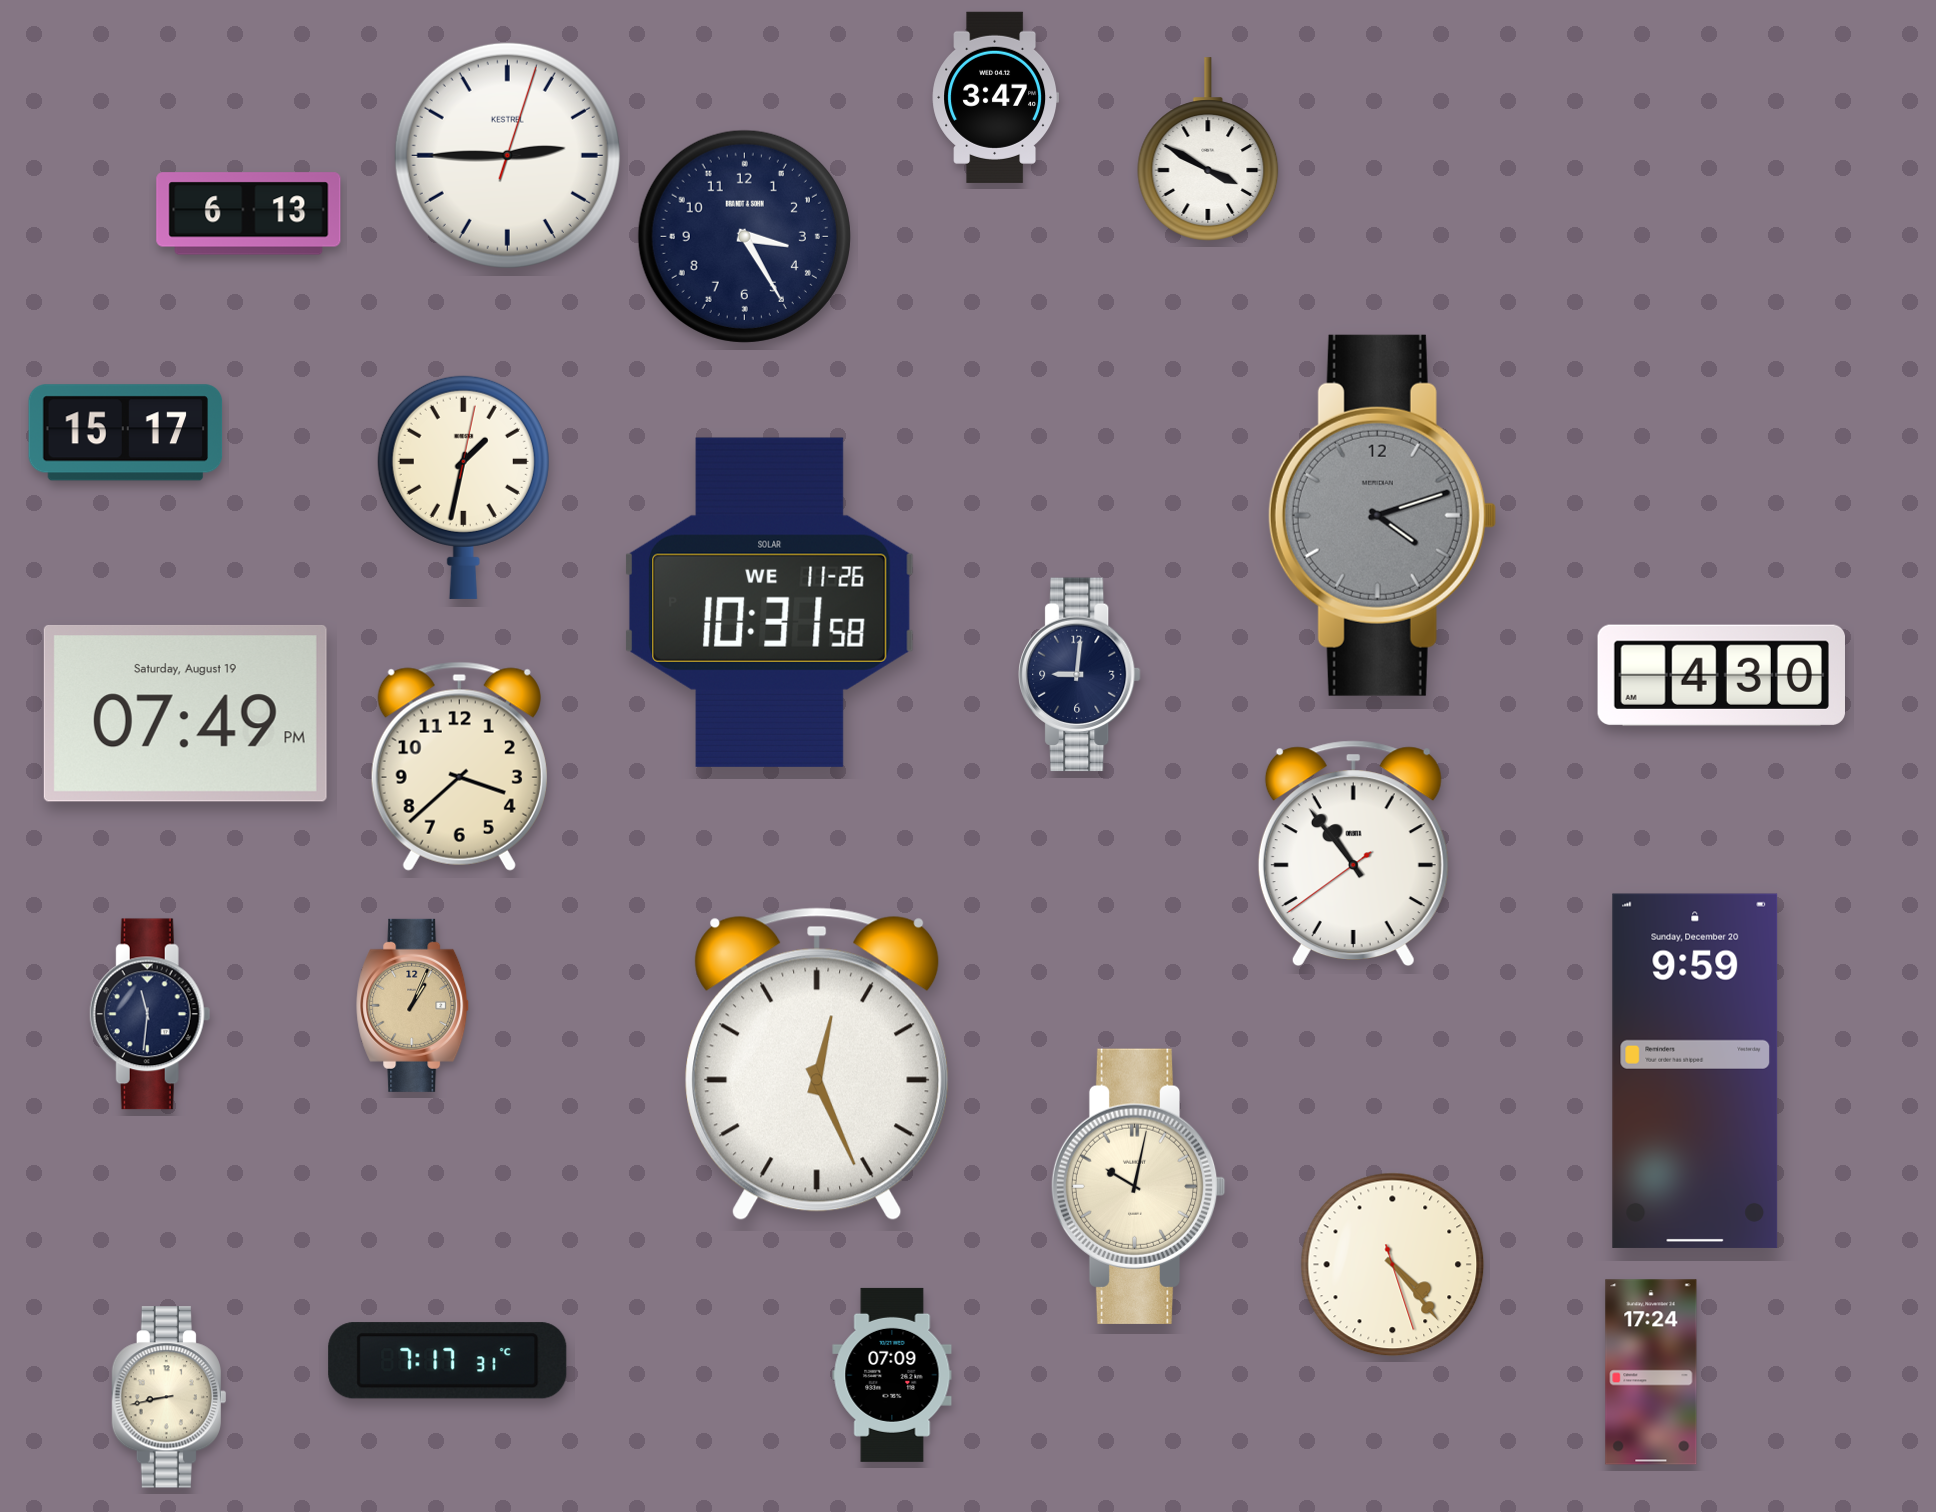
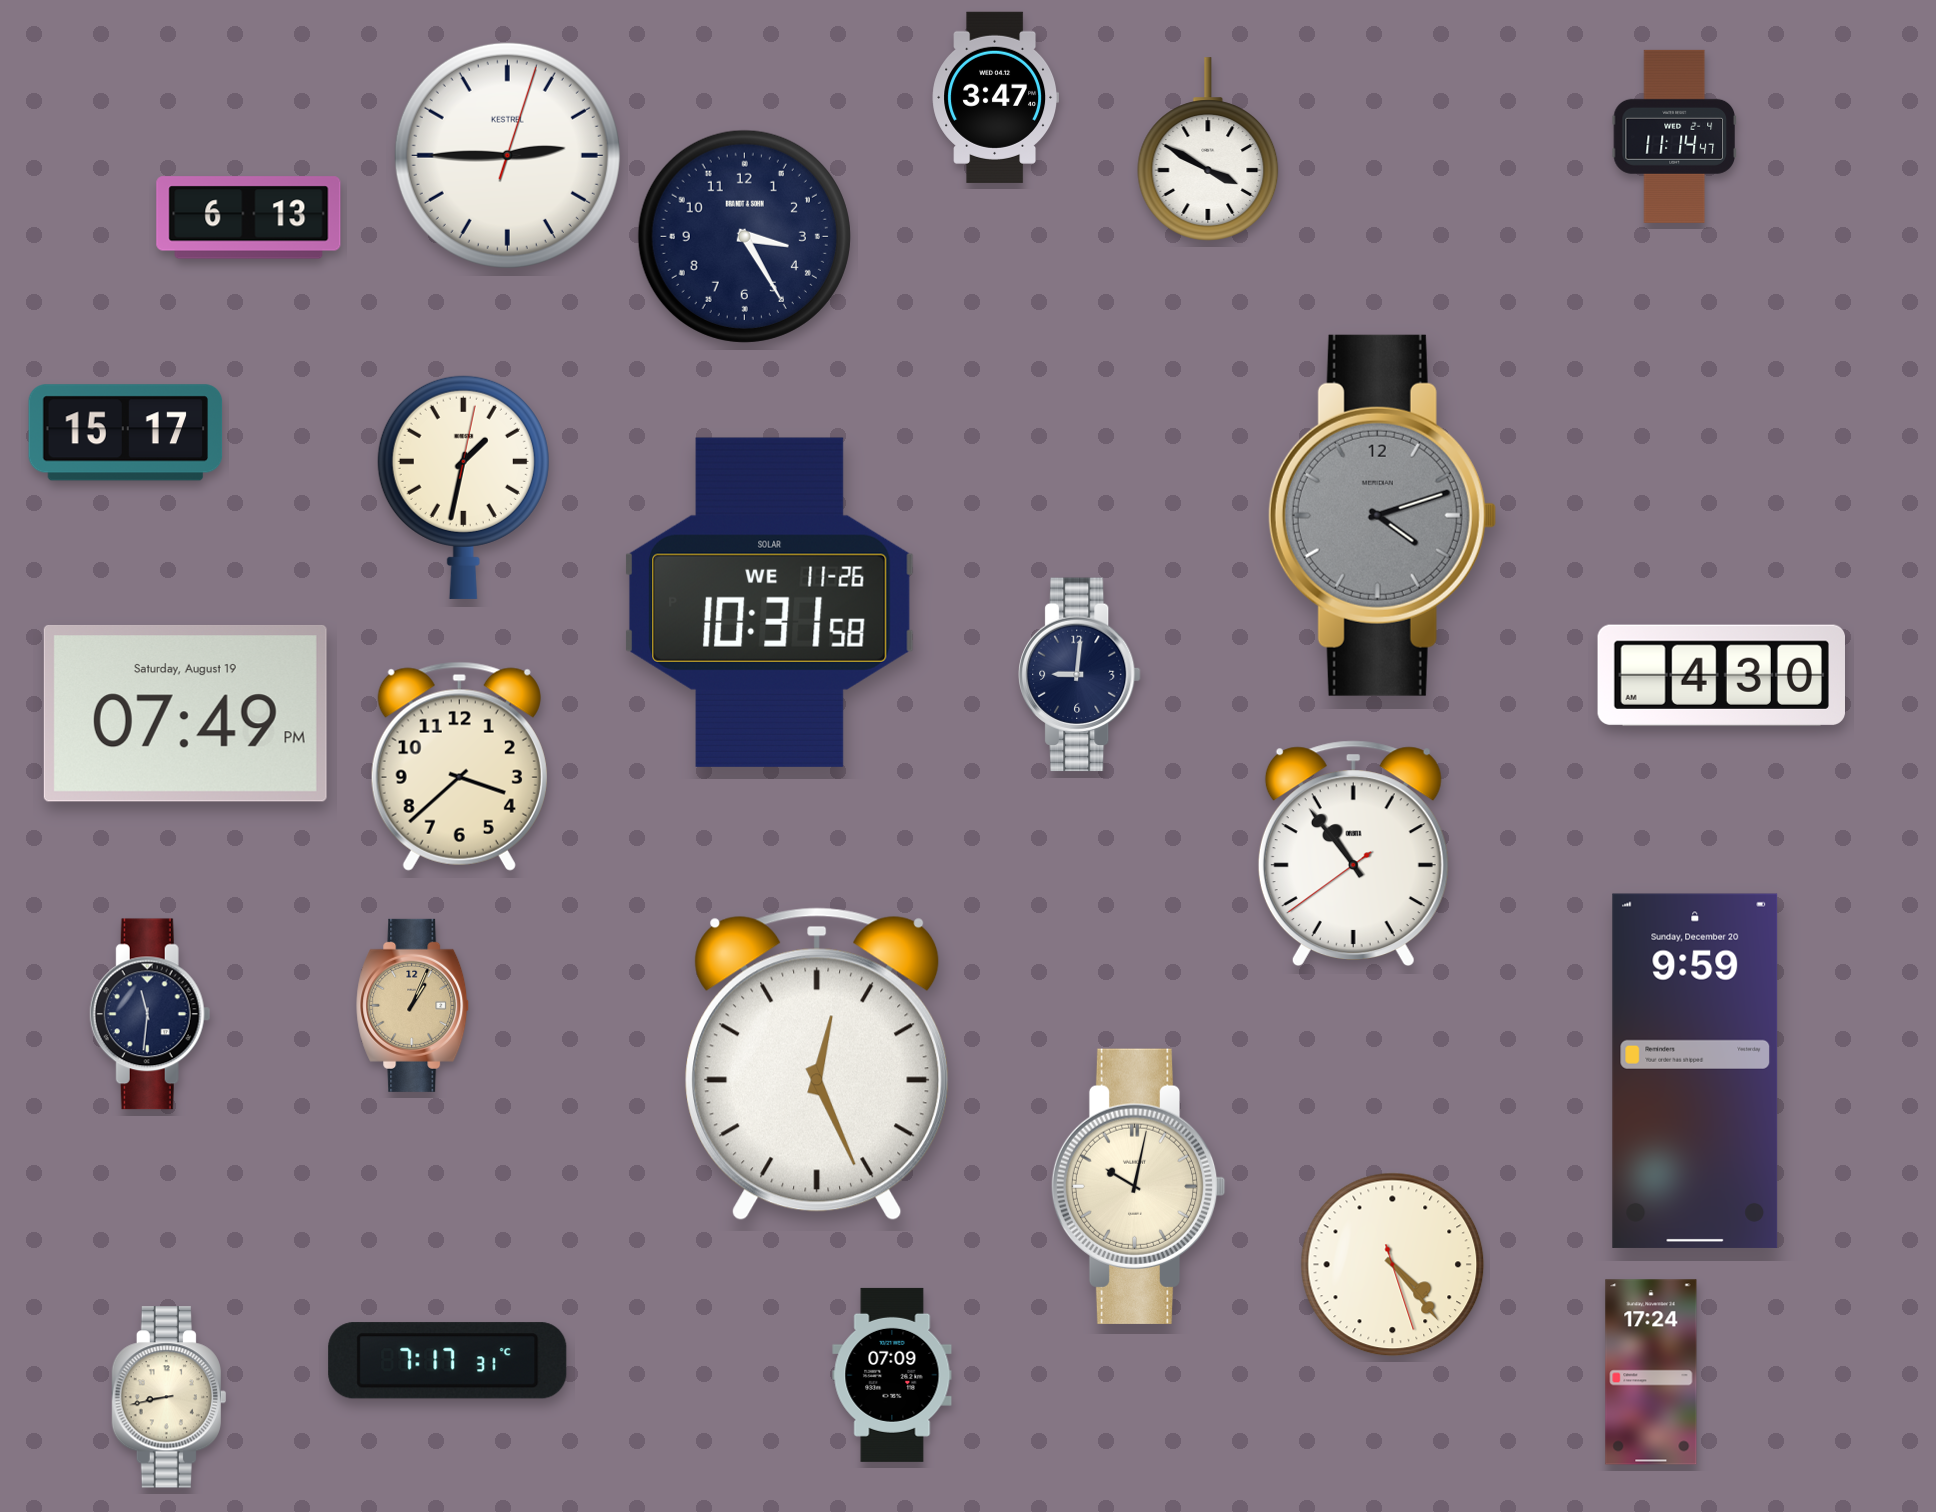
clock at (1674, 136): none -> 11:14
clock at (249, 214) position: (249, 214) -> (249, 218)
